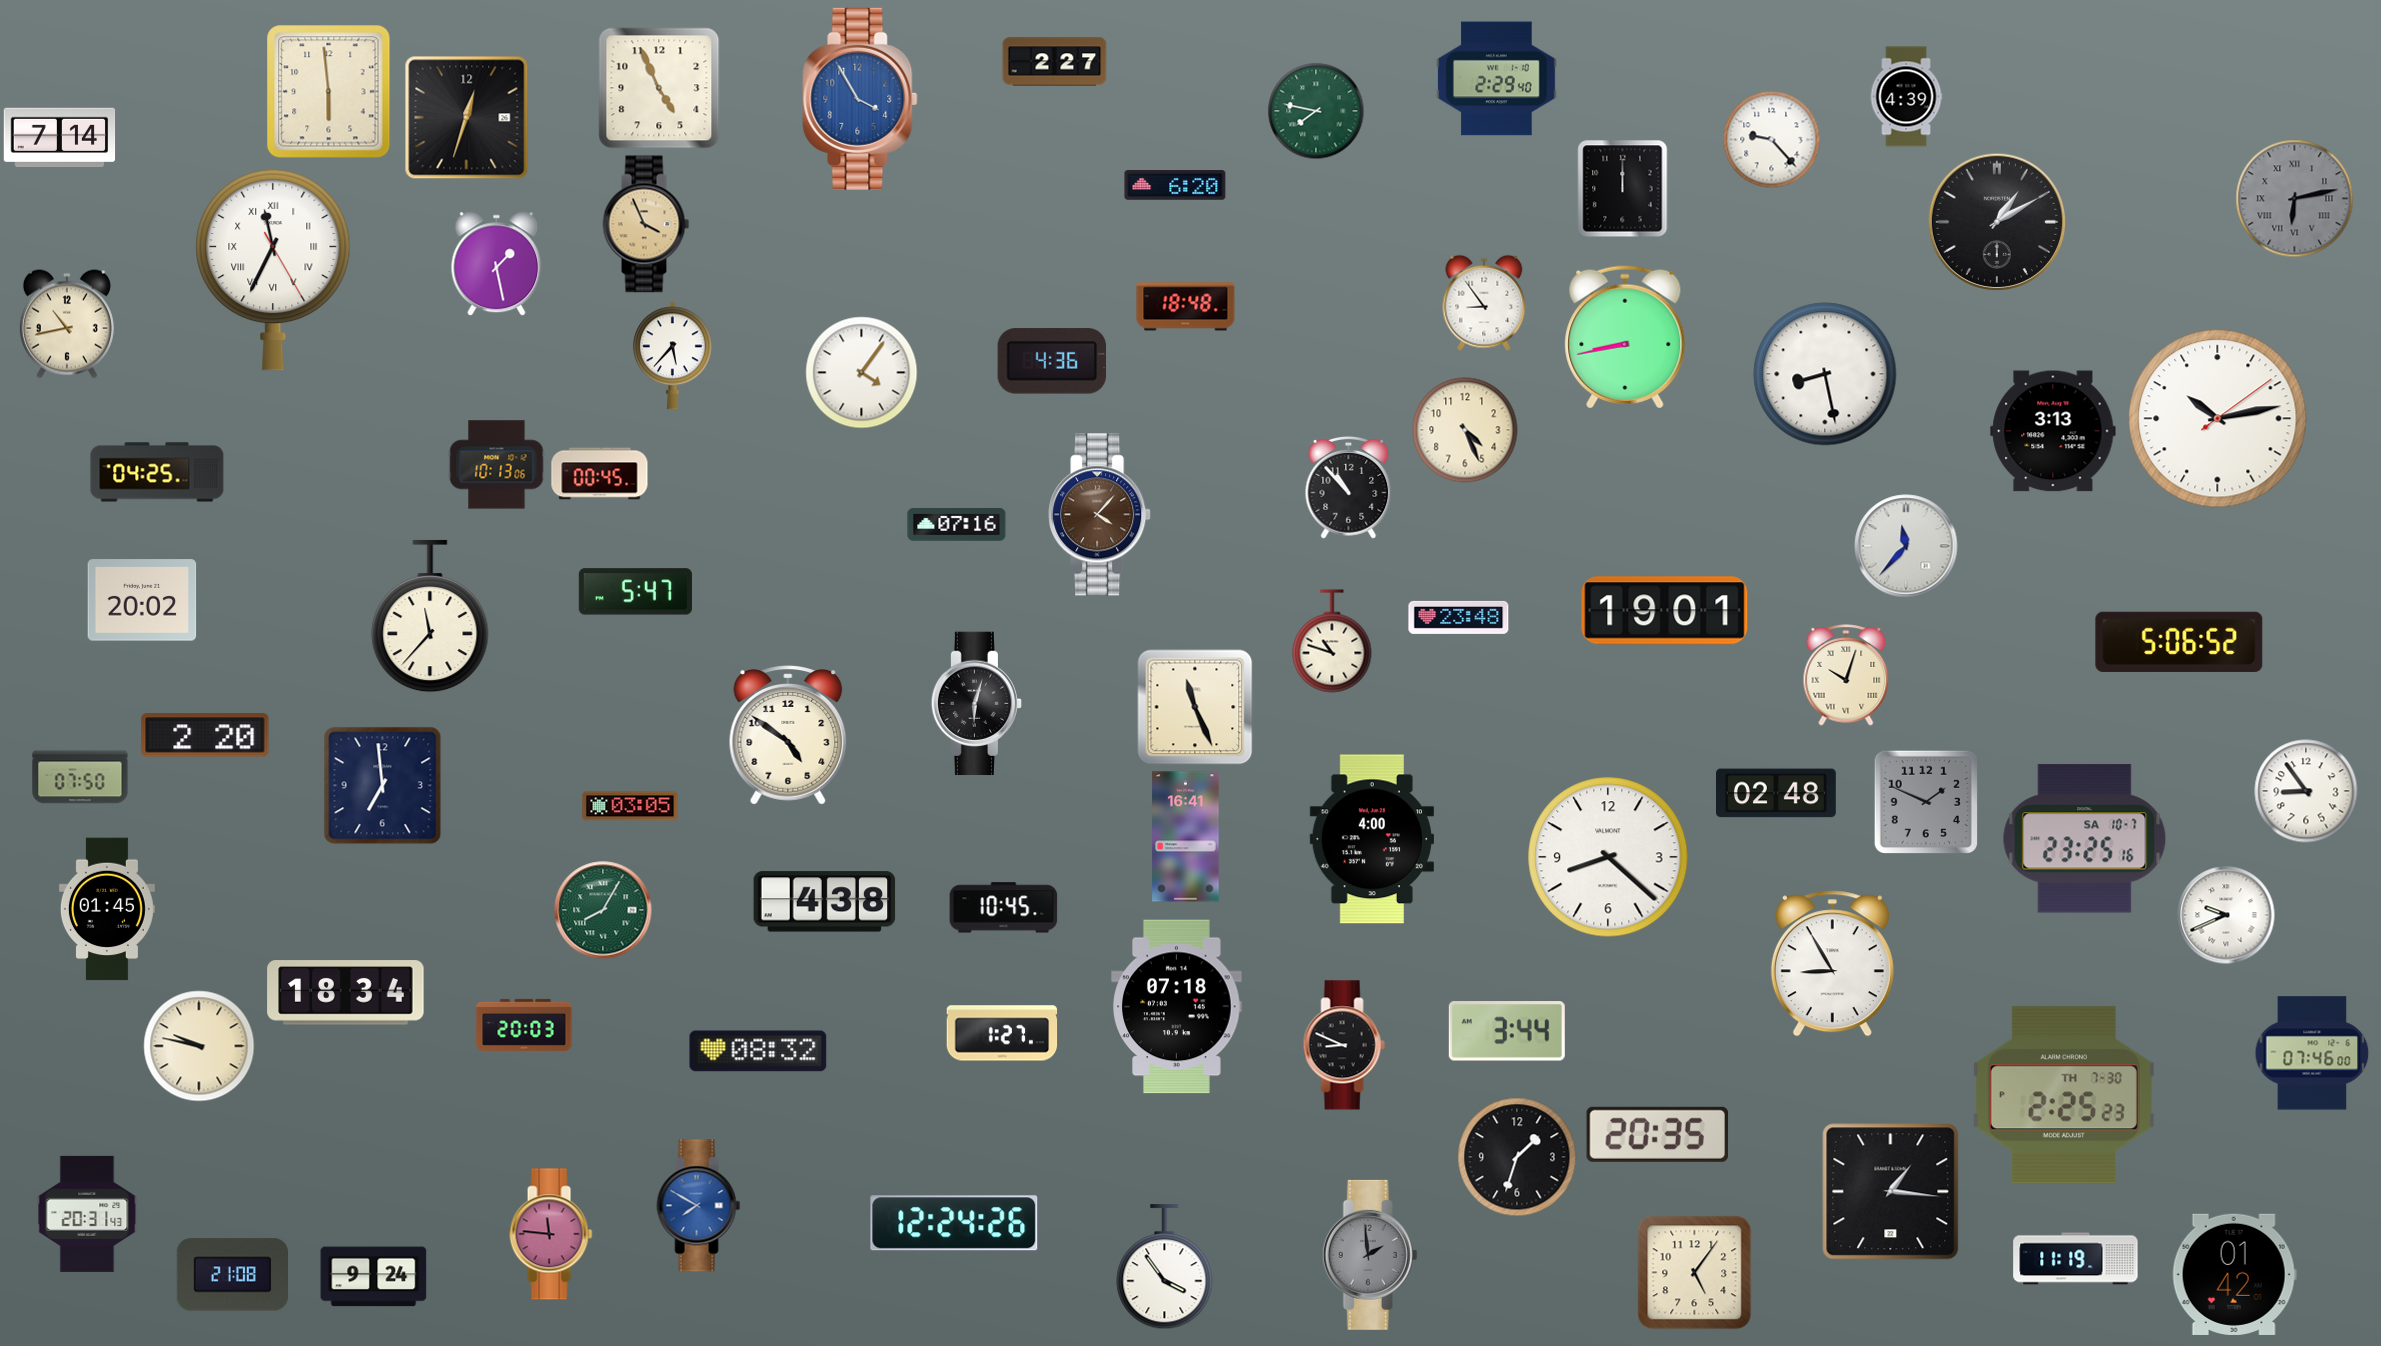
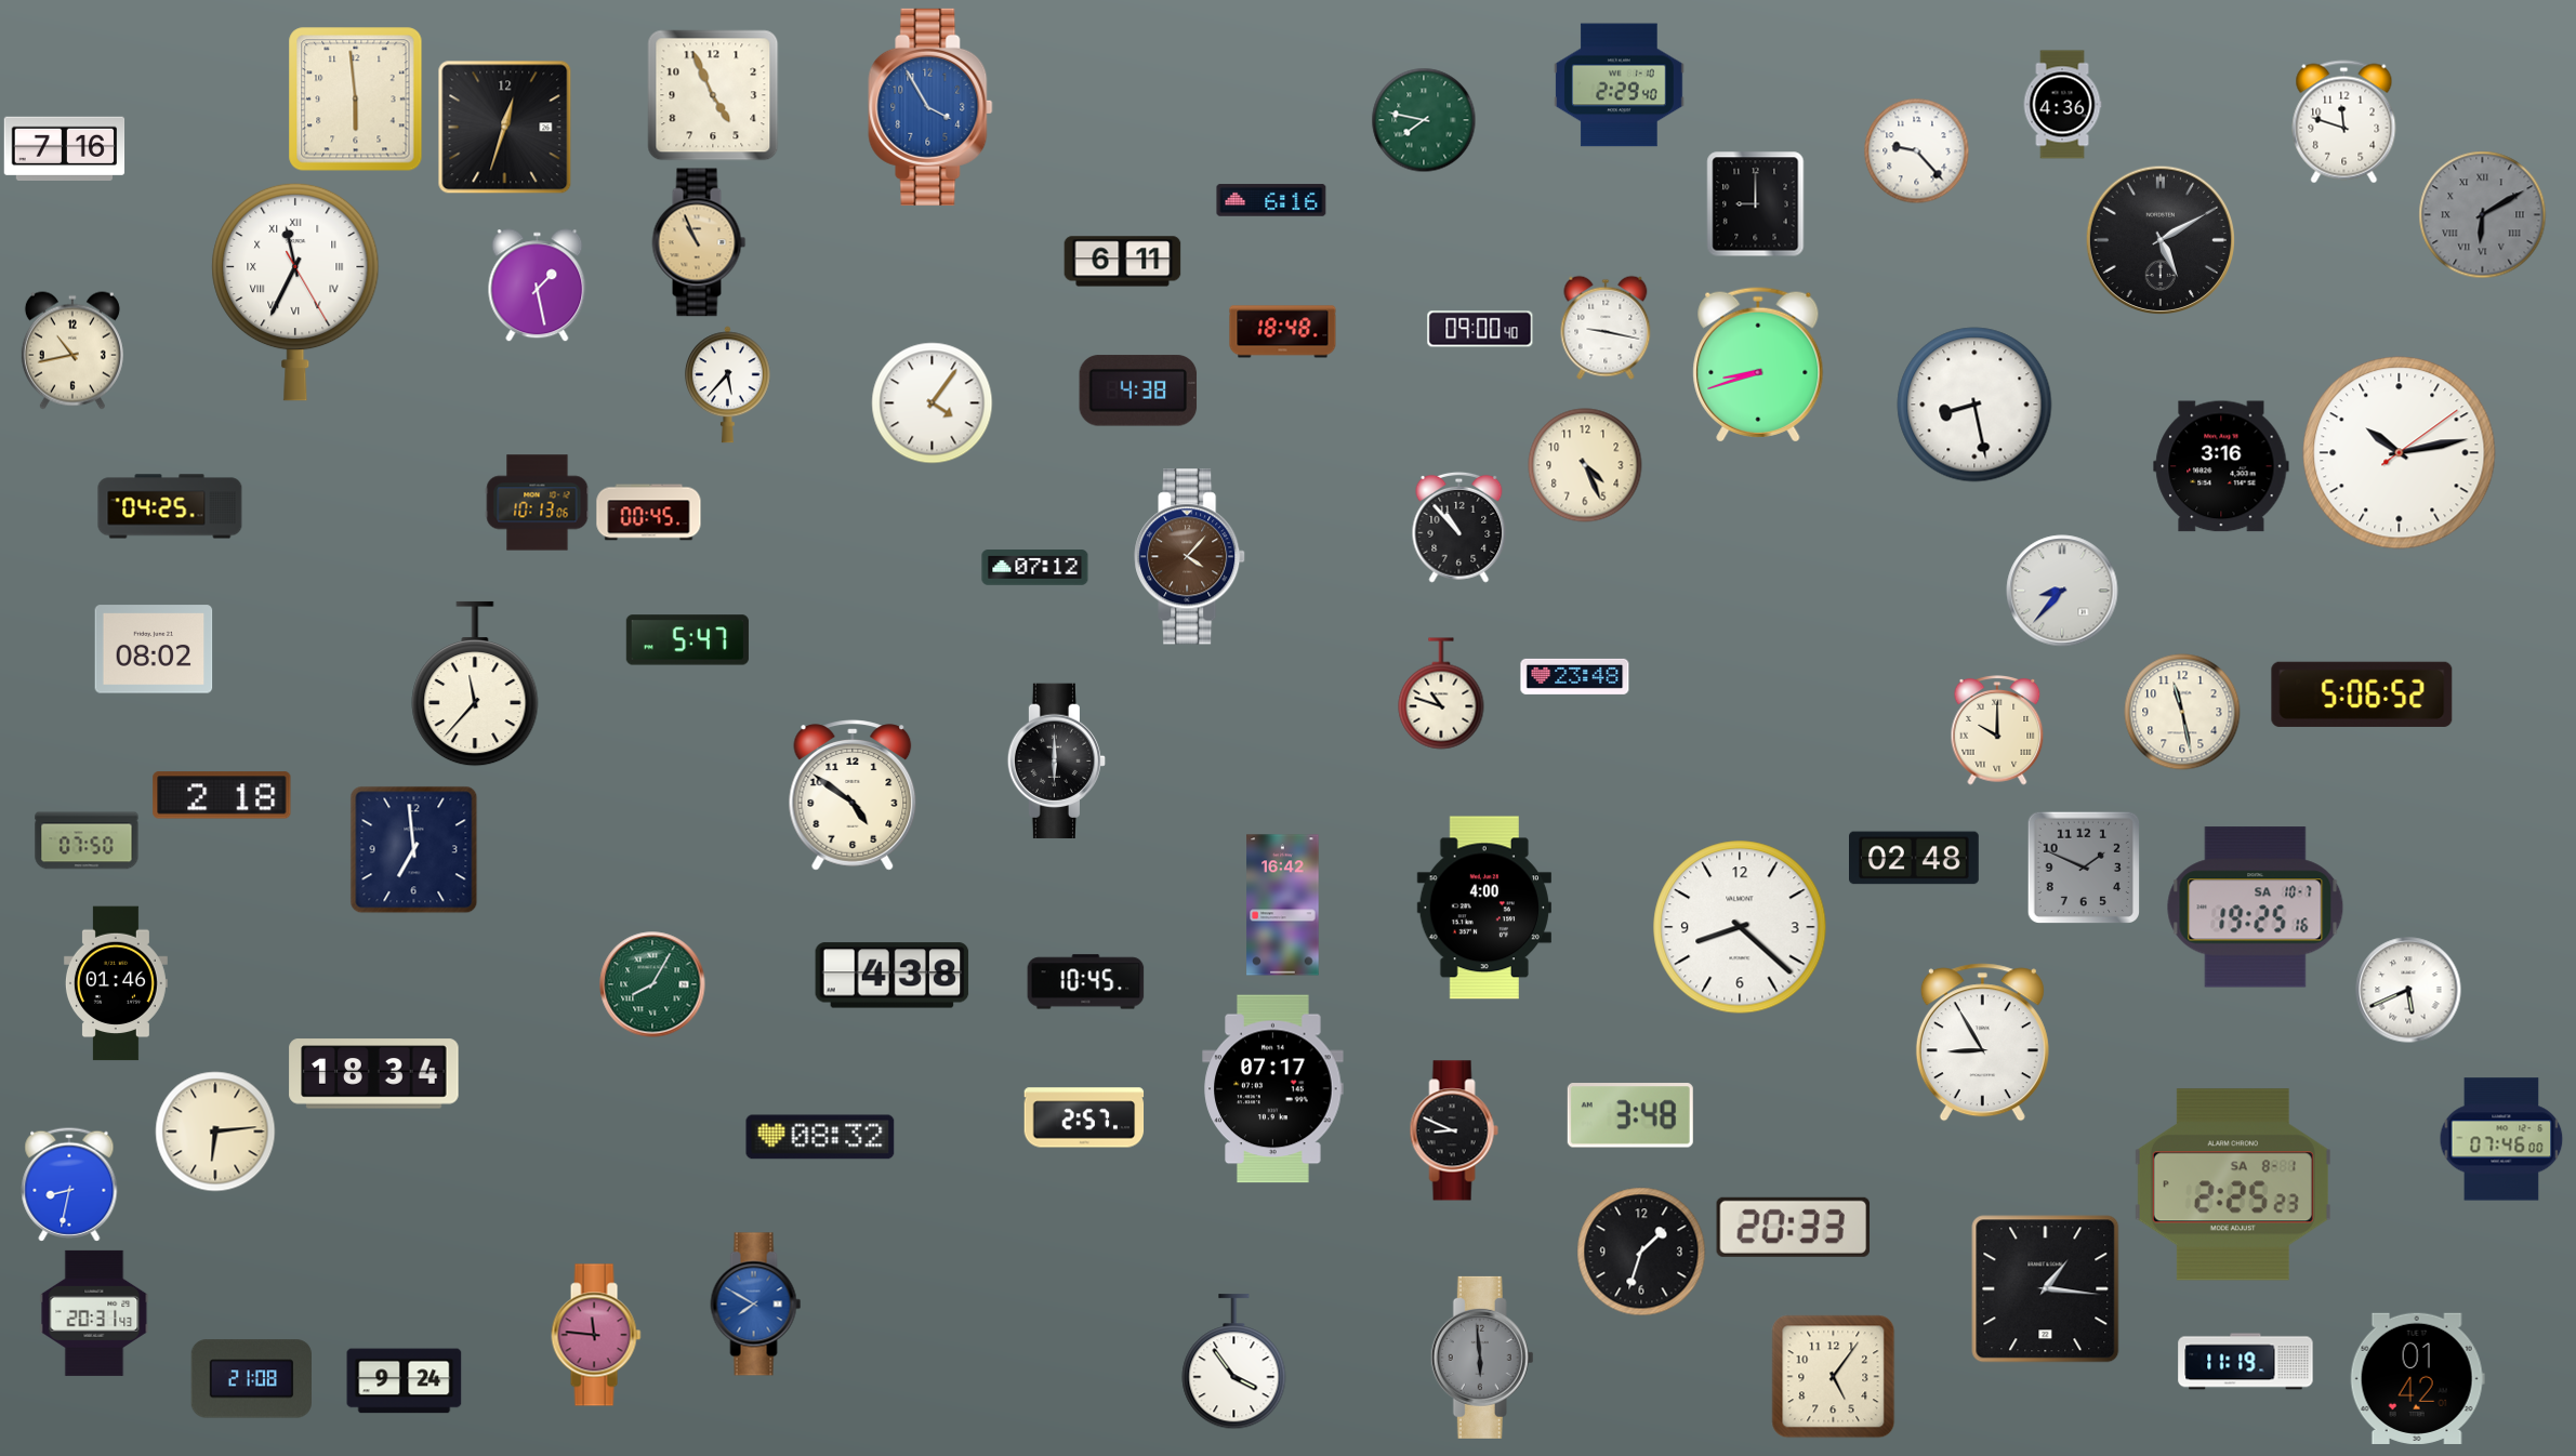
clock at (1055, 62): 2:27 -> none
clock at (1906, 97): 4:39 -> 4:36
clock at (2344, 122): none -> 11:48
clock at (60, 137): 7:14 -> 7:16
clock at (1175, 185): 6:20 -> 6:16
clock at (1623, 189): 12:00 -> 9:00
clock at (2295, 199): 6:13 -> 6:10
clock at (1996, 221): 1:10 -> 5:10
clock at (646, 224): 3:56 -> 10:56
clock at (1123, 262): none -> 6:11
clock at (1484, 303): 8:54 -> 9:17
clock at (1480, 329): none -> 09:00
clock at (1625, 337): 8:43 -> 8:42
clock at (1052, 361): 4:36 -> 4:38
clock at (2053, 431): 3:13 -> 3:16
clock at (157, 472) position: (157, 472) -> (170, 506)
clock at (957, 525): 07:16 -> 07:12
clock at (1906, 546): 11:37 -> 8:37
clock at (142, 600): 20:02 -> 08:02
clock at (1665, 611): 19:01 -> none
clock at (430, 616) position: (430, 616) -> (475, 684)
clock at (1459, 617) position: (1459, 617) -> (1575, 676)
clock at (2179, 642) position: (2179, 642) -> (2362, 694)
clock at (2182, 712): none -> 11:28
clock at (1846, 675): 10:03 -> 10:00
clock at (977, 704): 6:03 -> 6:00
clock at (1195, 707): 11:26 -> none
clock at (205, 735): 2:20 -> 2:18
clock at (2306, 791): 8:54 -> none
clock at (1777, 793) position: (1777, 793) -> (1915, 858)
clock at (630, 806): 03:05 -> none
clock at (1186, 837): 16:41 -> 16:42
clock at (2085, 839): 23:25 -> 19:25
clock at (107, 909): 01:45 -> 01:46
clock at (2226, 915): 9:41 -> 5:41
clock at (1177, 1007): 07:18 -> 07:17
clock at (524, 1025): 20:03 -> none
clock at (1507, 1031): 3:44 -> 3:48
clock at (1002, 1033): 1:27 -> 2:57
clock at (199, 1046): 9:47 -> 6:14
clock at (69, 1184): none -> 8:32
clock at (2064, 1095) date: TH 7-30 -> SA 8-1
clock at (1658, 1134): 20:35 -> 20:33
clock at (954, 1223): 12:24 -> none
clock at (1370, 1255): 1:59 -> 5:59
clock at (1165, 1267) position: (1165, 1267) -> (1234, 1362)
